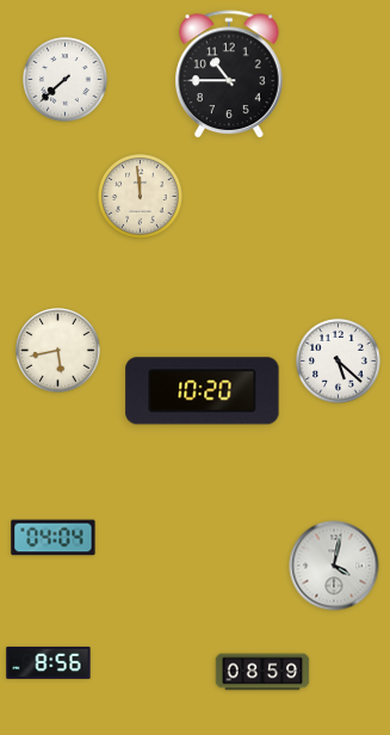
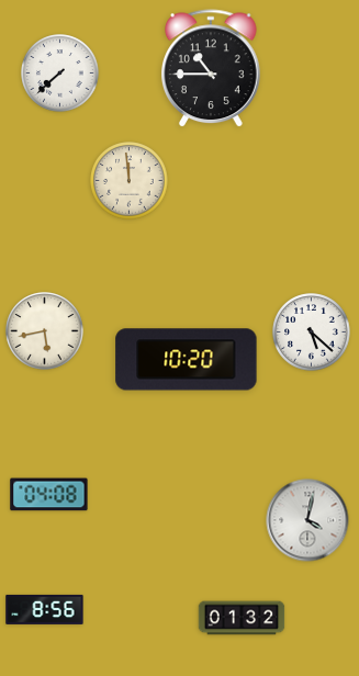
clock at (58, 351) position: (58, 351) -> (45, 331)
clock at (54, 538): 04:04 -> 04:08
clock at (262, 672): 08:59 -> 01:32
